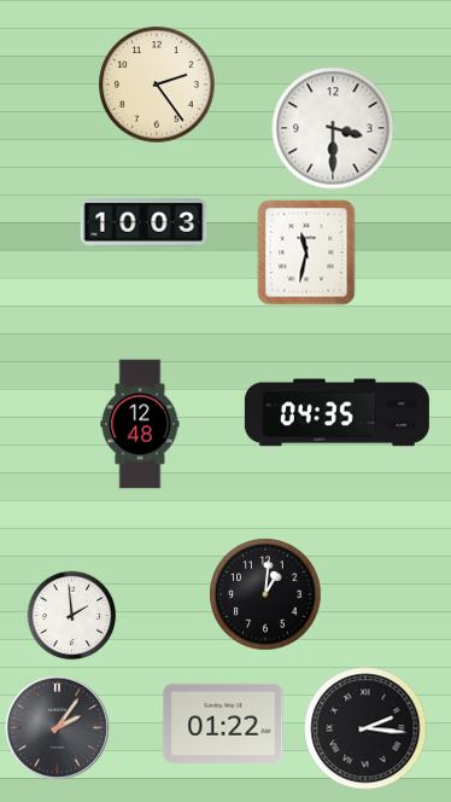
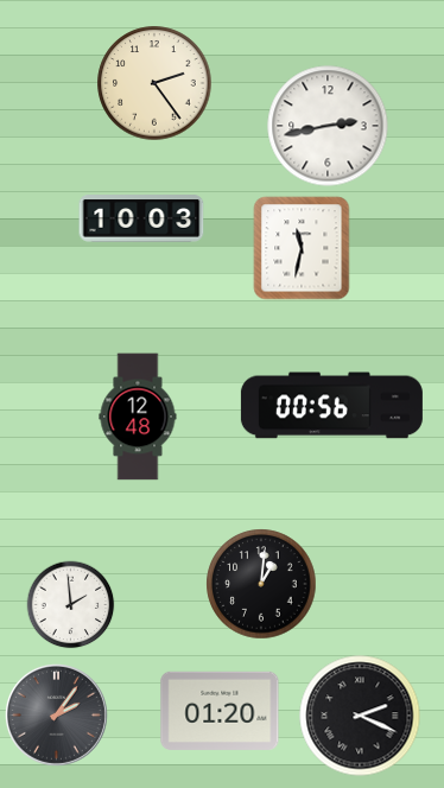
clock at (333, 128): 3:30 -> 2:43
clock at (336, 413): 04:35 -> 00:56
clock at (223, 723): 01:22 -> 01:20
clock at (365, 728): 2:16 -> 2:19
